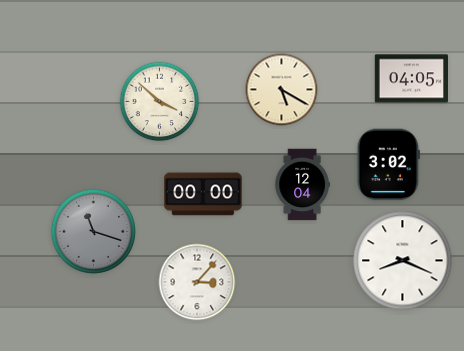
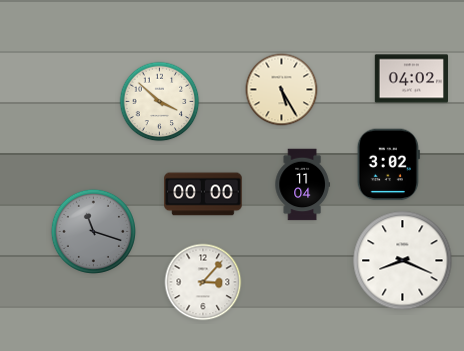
clock at (411, 79): 04:05 -> 04:02
clock at (282, 90): 5:20 -> 5:25
clock at (302, 185): 12:04 -> 11:04
clock at (197, 282) position: (197, 282) -> (203, 282)
